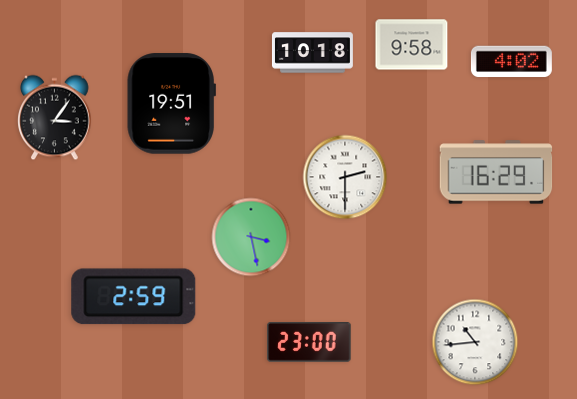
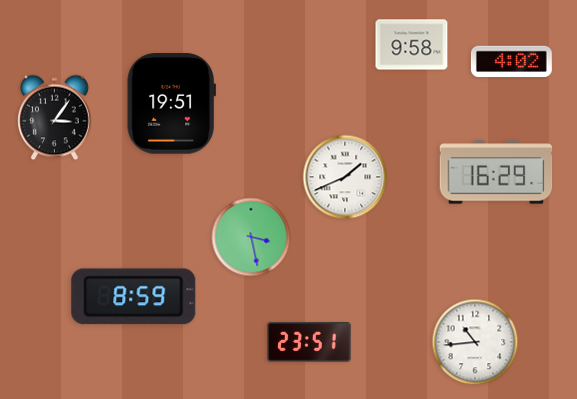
clock at (313, 53): 10:18 -> none
clock at (345, 177): 2:30 -> 1:41
clock at (134, 297): 2:59 -> 8:59
clock at (309, 343): 23:00 -> 23:51
